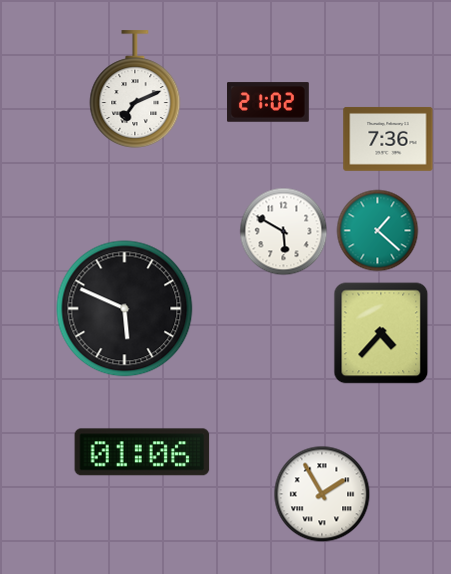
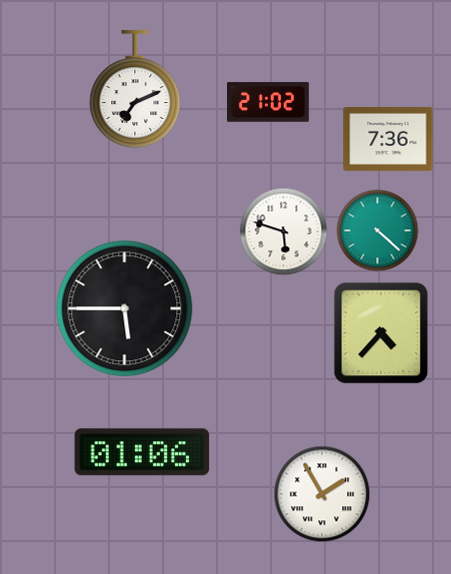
clock at (378, 231): 1:22 -> 4:22
clock at (284, 232): 5:50 -> 5:48
clock at (125, 309): 5:49 -> 5:45
